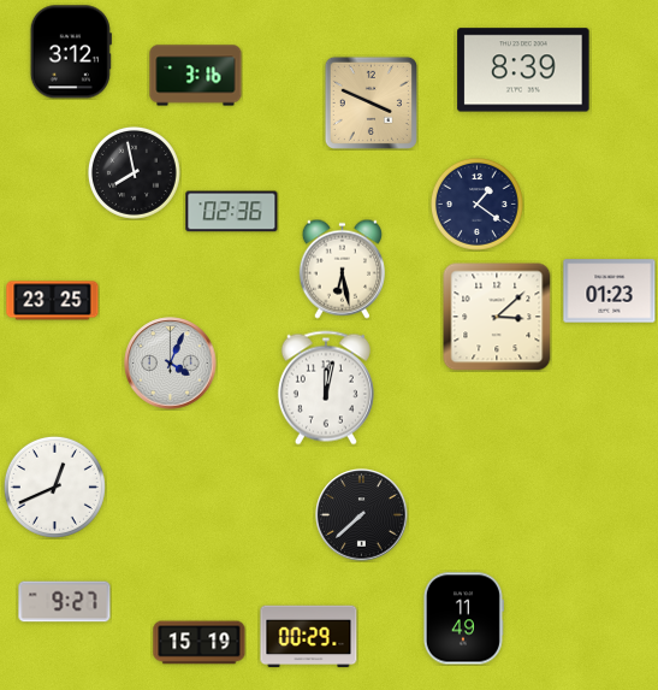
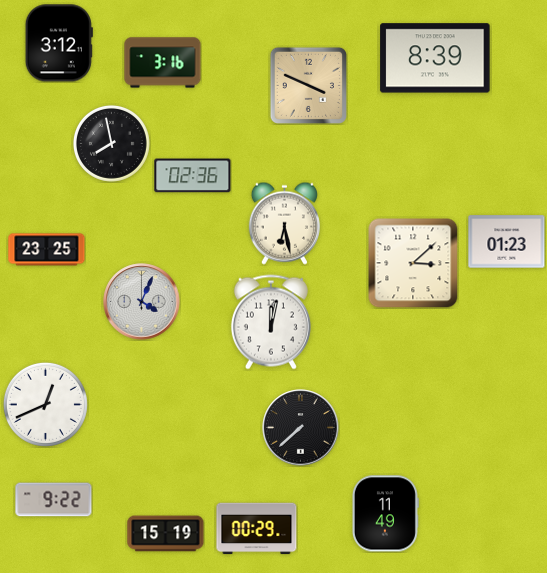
clock at (476, 204): 1:21 -> none
clock at (53, 301) position: (53, 301) -> (47, 250)
clock at (65, 602): 9:27 -> 9:22
